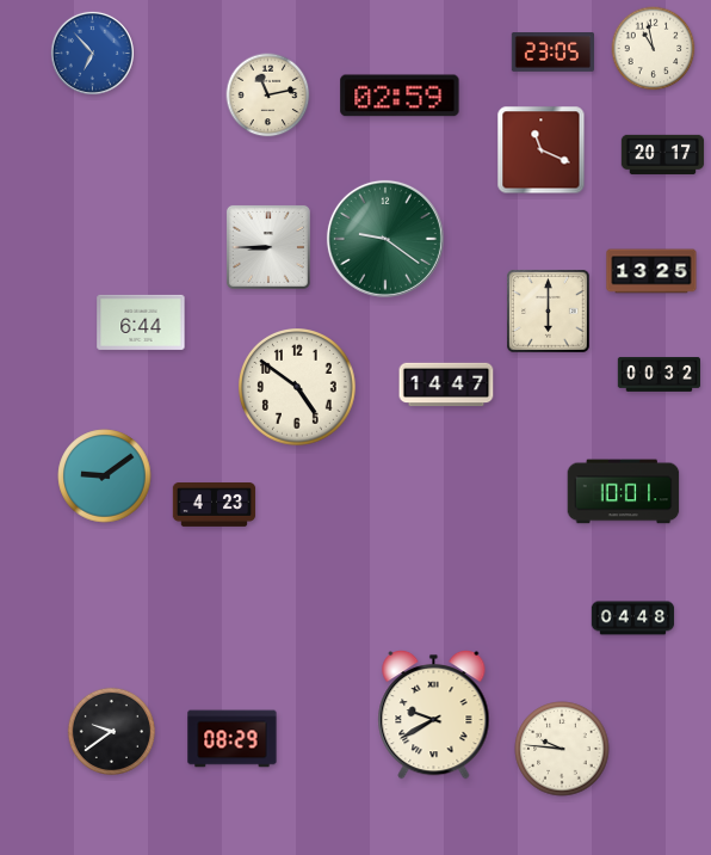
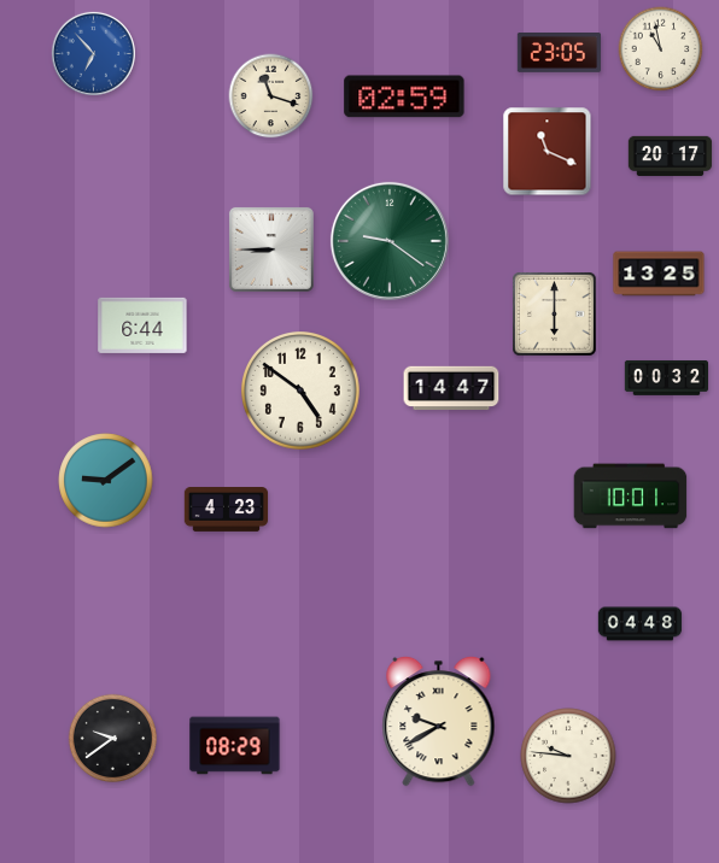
clock at (268, 96): 11:13 -> 11:18
clock at (215, 505) position: (215, 505) -> (227, 510)
